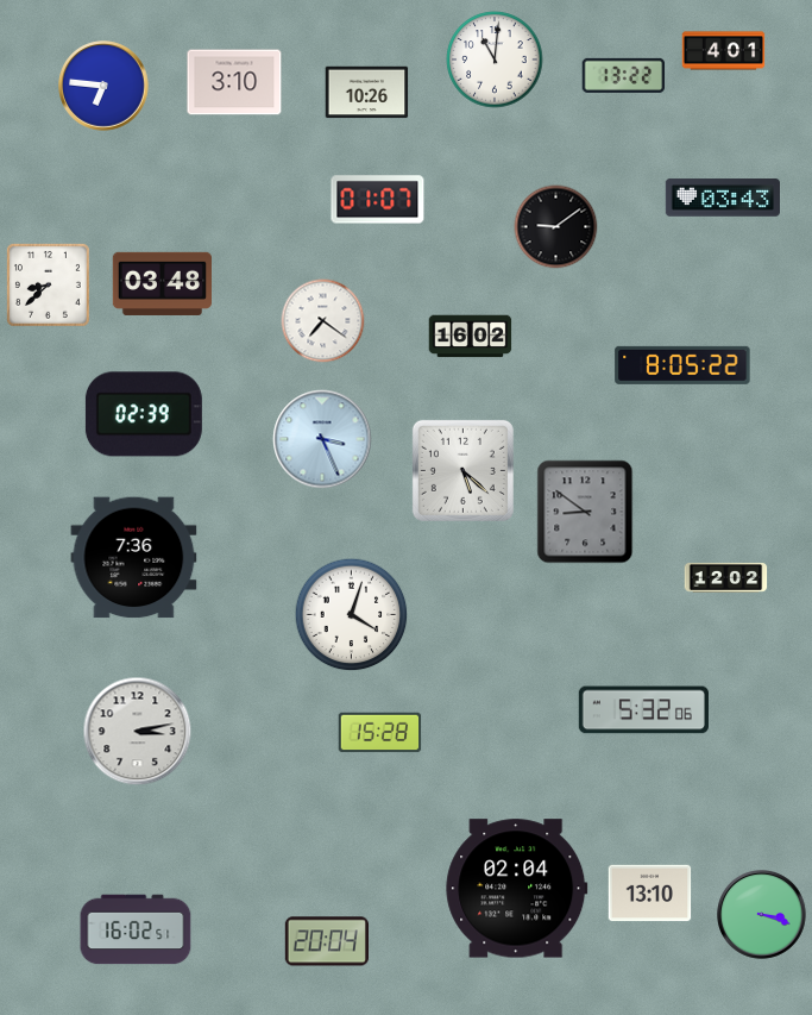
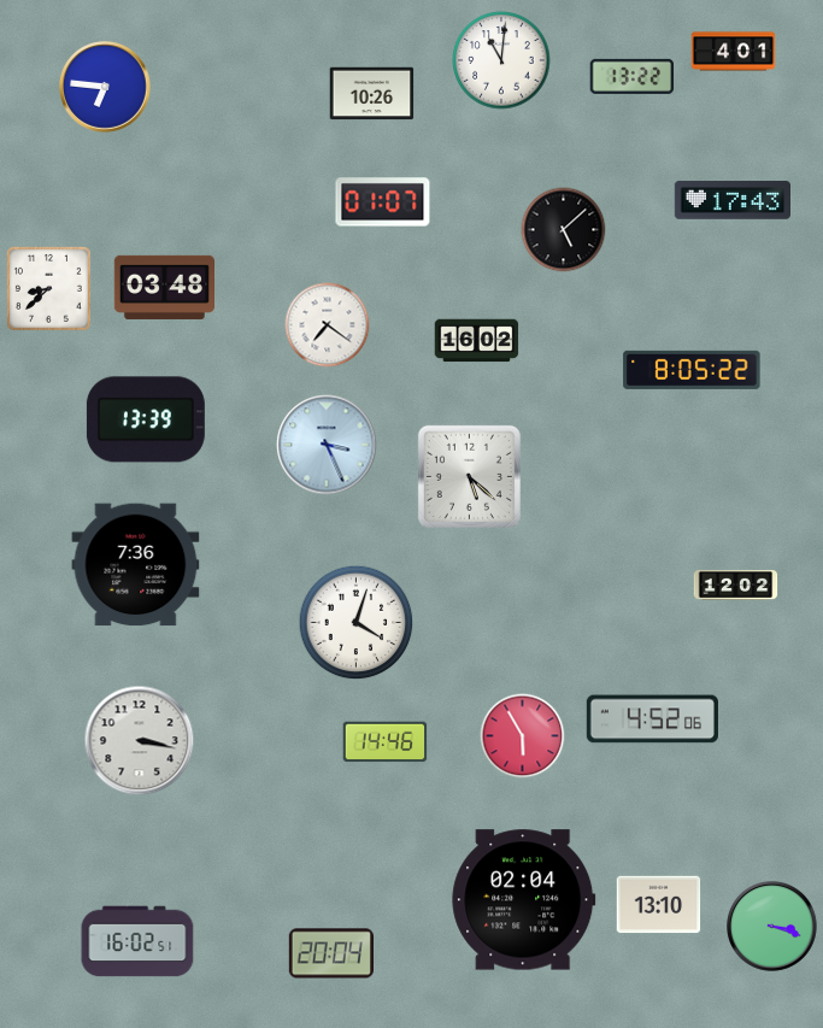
clock at (234, 82): 3:10 -> none
clock at (722, 198): 03:43 -> 17:43
clock at (556, 227): 9:09 -> 5:08
clock at (144, 414): 02:39 -> 13:39
clock at (585, 512): 8:51 -> none
clock at (643, 710): 5:32 -> 4:52
clock at (523, 736): none -> 5:55
clock at (138, 732): 3:13 -> 3:17
clock at (380, 733): 15:28 -> 14:46
